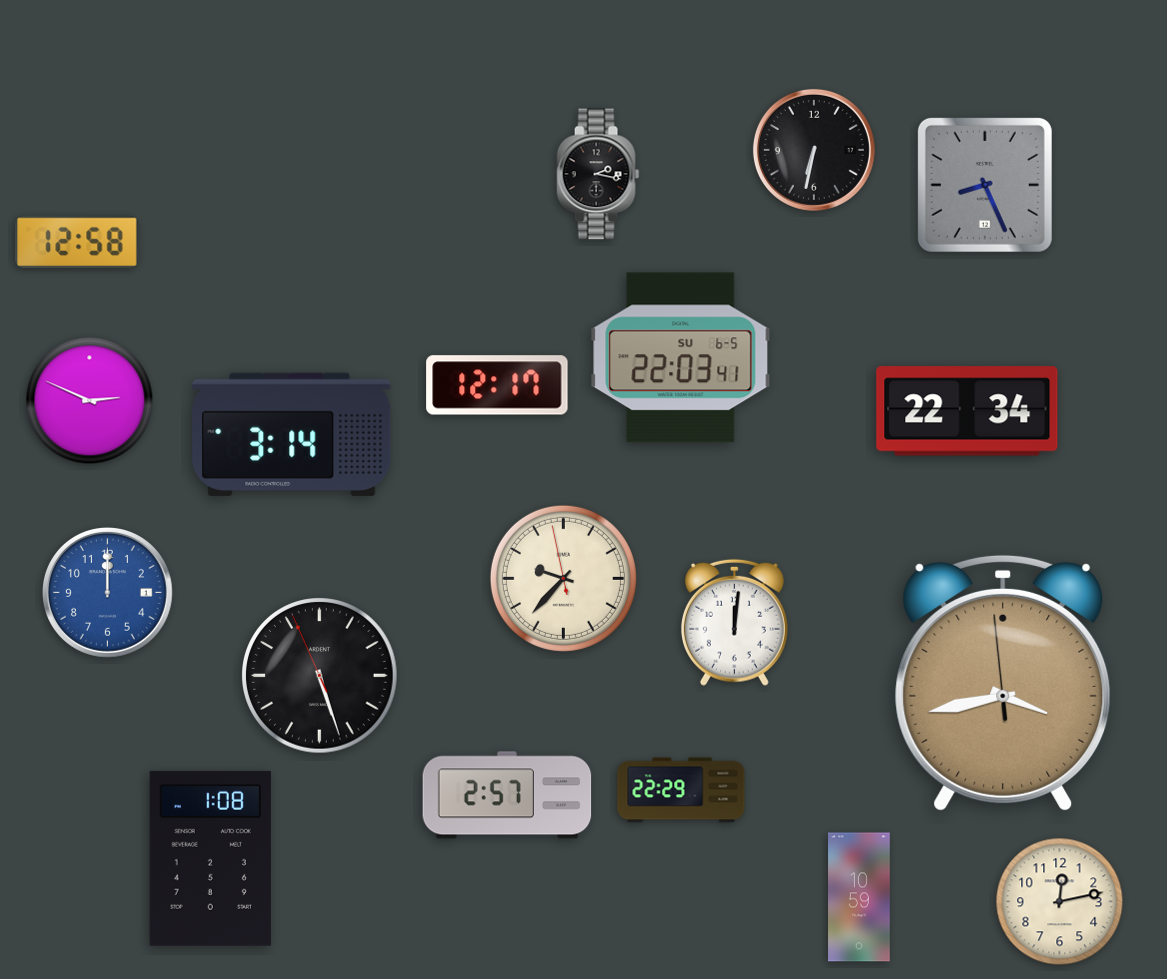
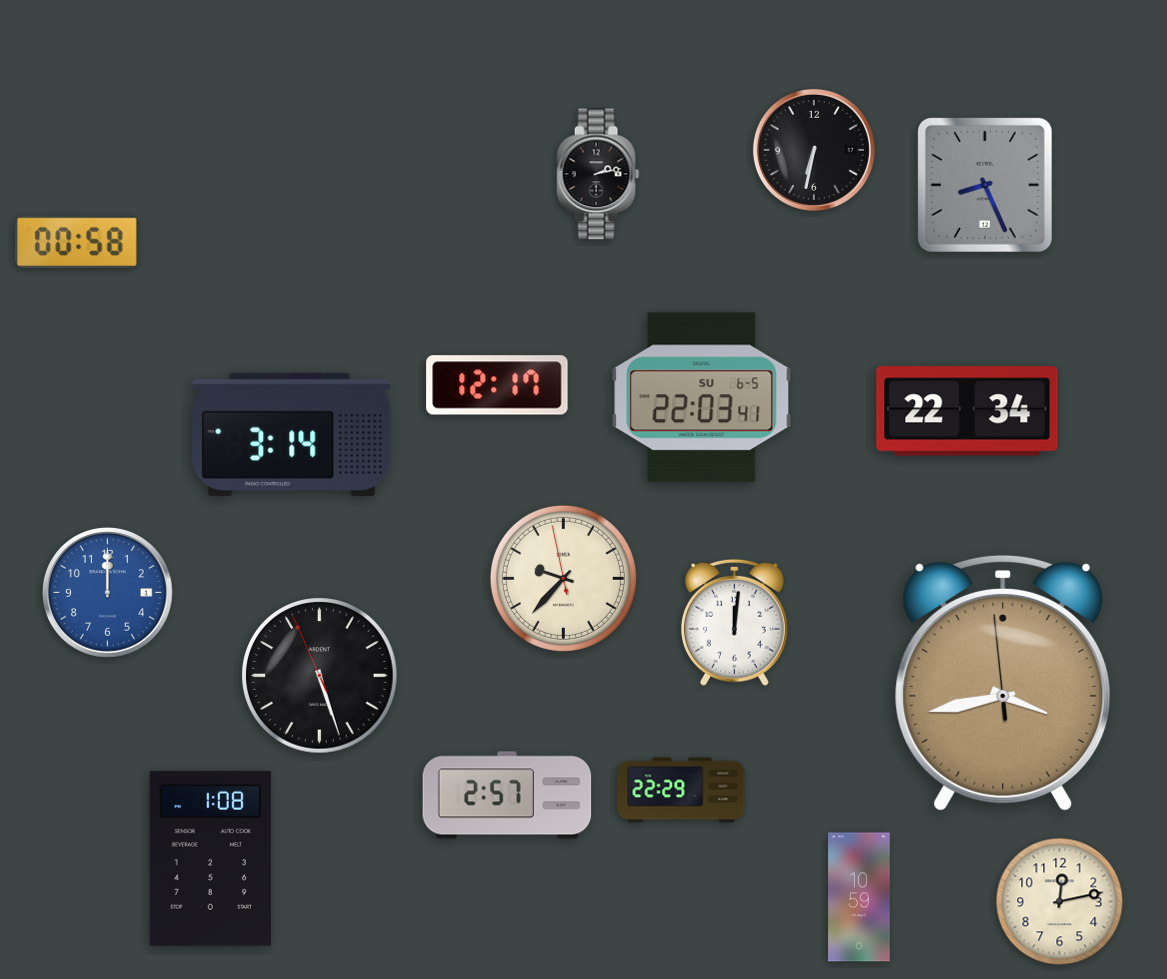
clock at (598, 174): 2:17 -> 2:13
clock at (77, 241): 12:58 -> 00:58
clock at (681, 358) position: (681, 358) -> (702, 398)
clock at (90, 401): 2:49 -> none
